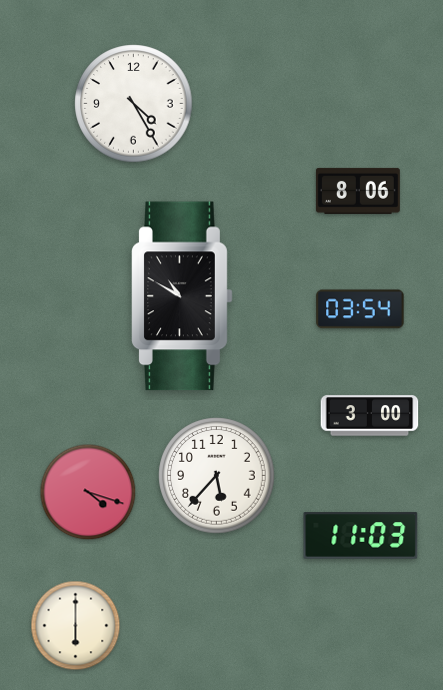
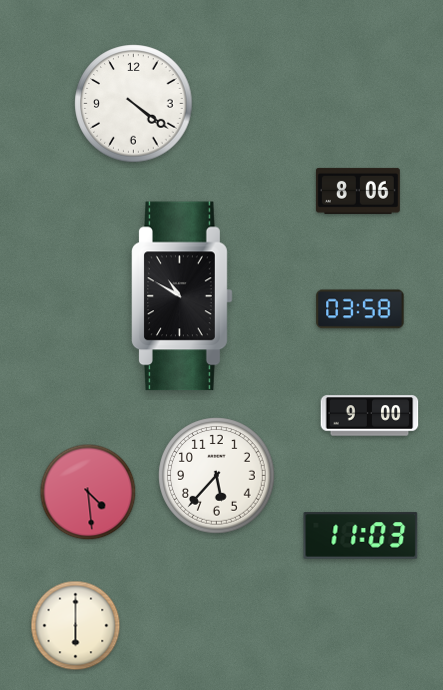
clock at (134, 104): 4:25 -> 4:21
clock at (360, 309): 03:54 -> 03:58
clock at (370, 416): 3:00 -> 9:00
clock at (88, 492): 4:18 -> 4:29
